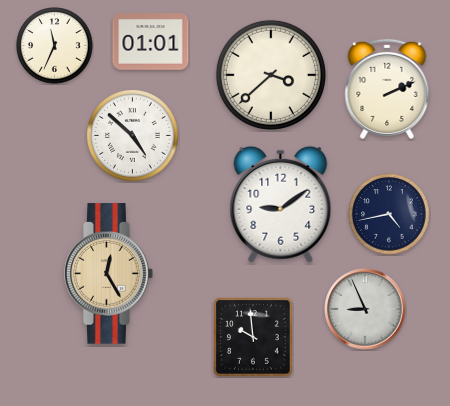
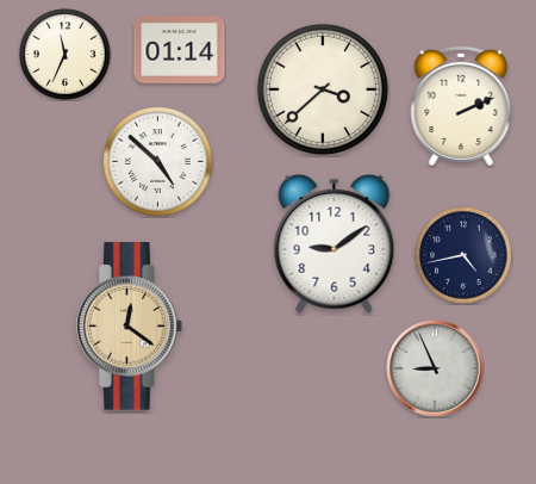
clock at (151, 42): 01:01 -> 01:14
clock at (109, 274): 12:25 -> 12:21
clock at (253, 337): 9:59 -> none
